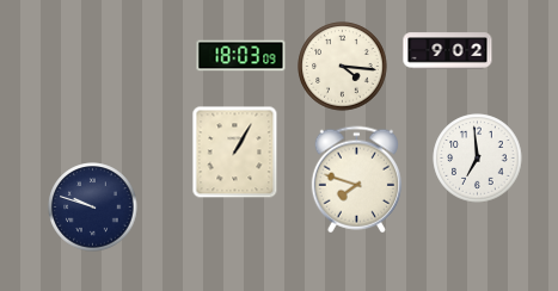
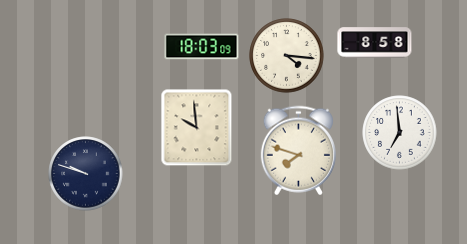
clock at (448, 51): 9:02 -> 8:58
clock at (235, 153): 1:05 -> 9:59
clock at (93, 208) position: (93, 208) -> (86, 174)
